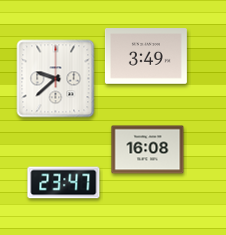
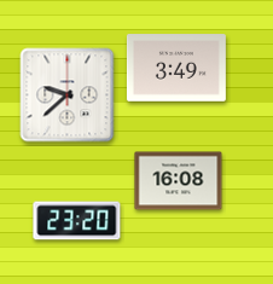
clock at (64, 183): 23:47 -> 23:20
